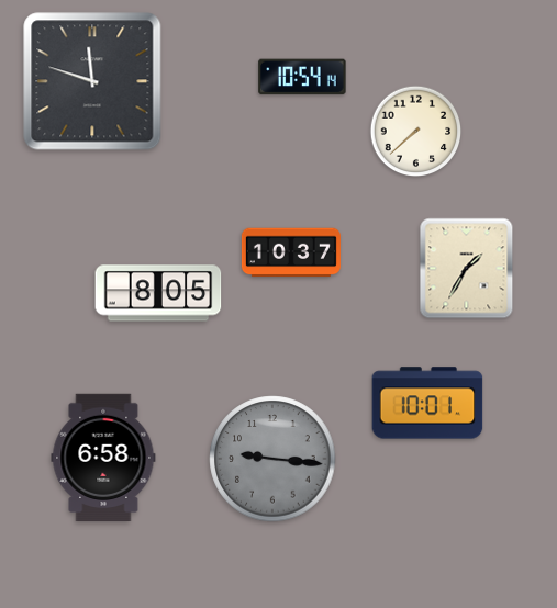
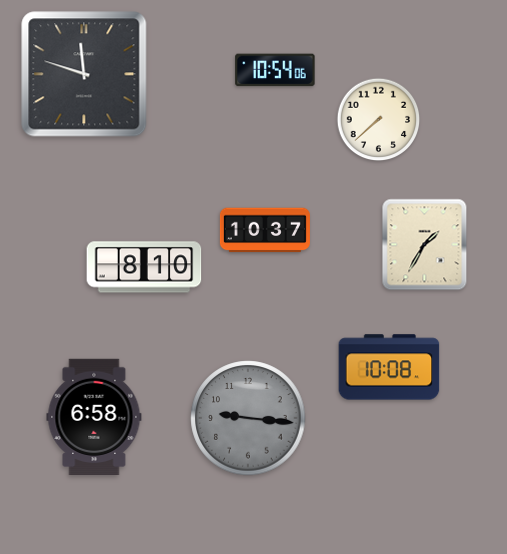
clock at (302, 77): 10:54:14 -> 10:54:06
clock at (158, 293): 8:05 -> 8:10
clock at (427, 403): 10:01 -> 10:08
